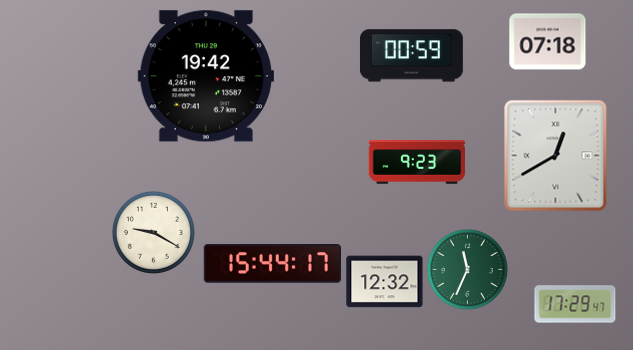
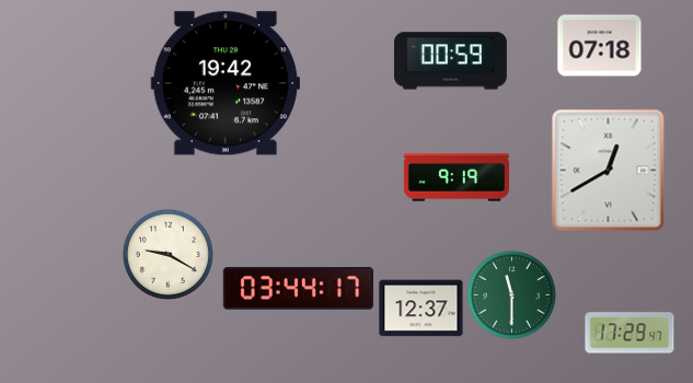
clock at (417, 162): 9:23 -> 9:19
clock at (272, 264): 15:44 -> 03:44
clock at (467, 269): 11:34 -> 11:30
clock at (385, 282): 12:32 -> 12:37
